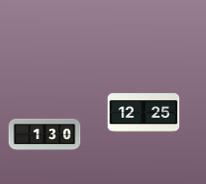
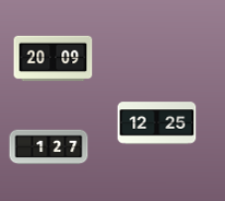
clock at (54, 59): none -> 20:09
clock at (45, 135): 1:30 -> 1:27
